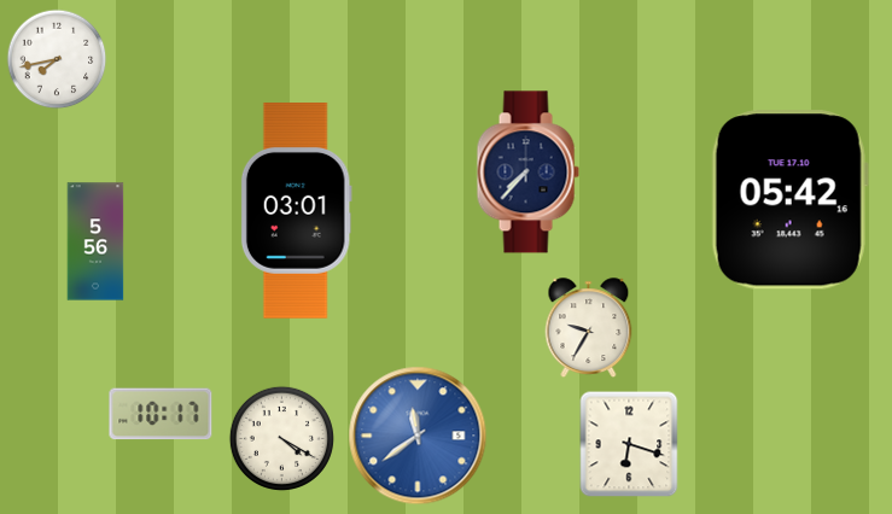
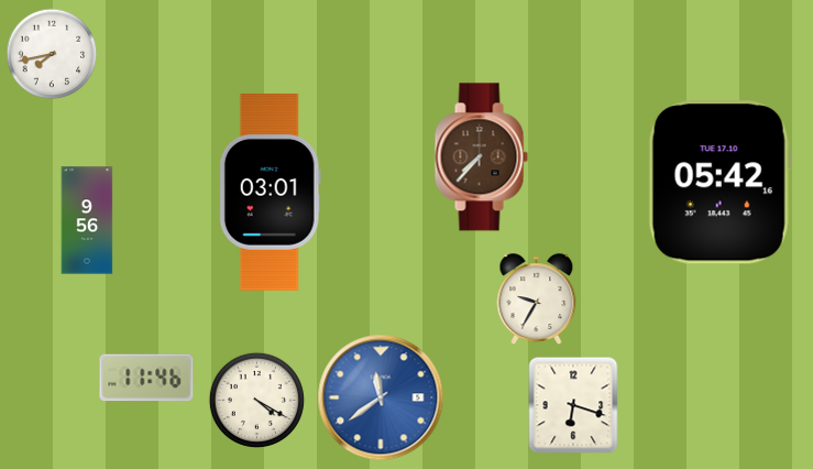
clock at (527, 173) dial: navy -> brown
clock at (95, 241): 5:56 -> 9:56
clock at (161, 414): 10:17 -> 11:46
